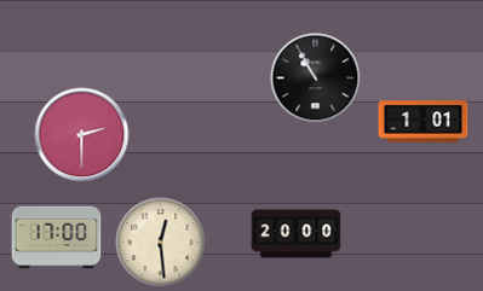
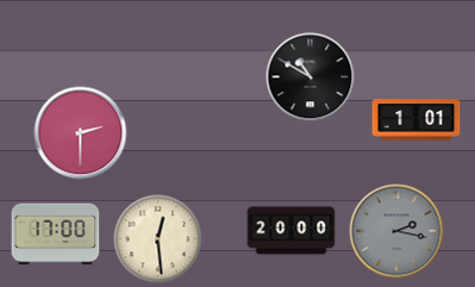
clock at (316, 78): 10:55 -> 10:50
clock at (396, 231): none -> 2:17
